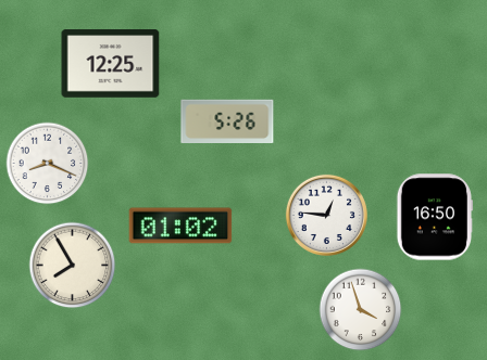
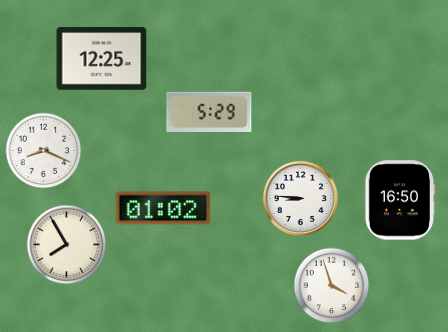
clock at (227, 121): 5:26 -> 5:29
clock at (326, 215): 12:46 -> 8:46
clock at (180, 226) position: (180, 226) -> (163, 208)
